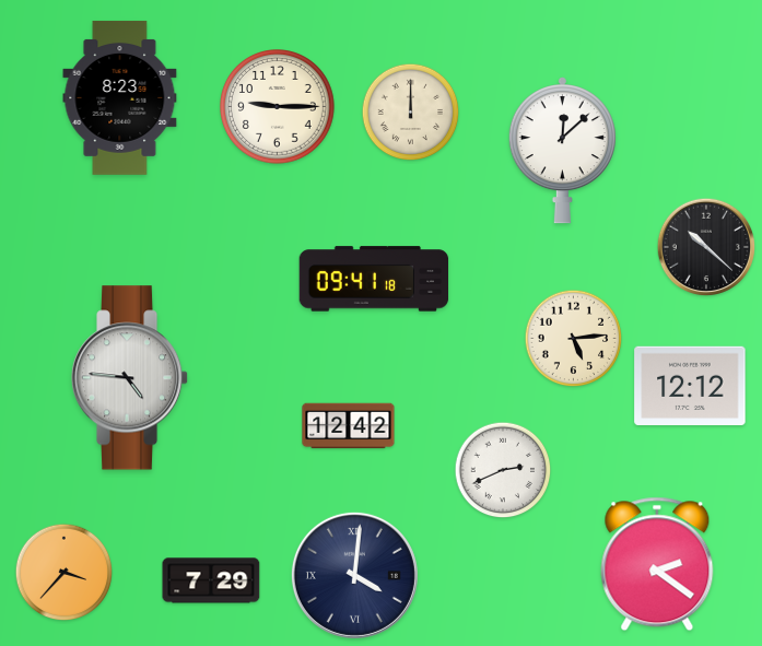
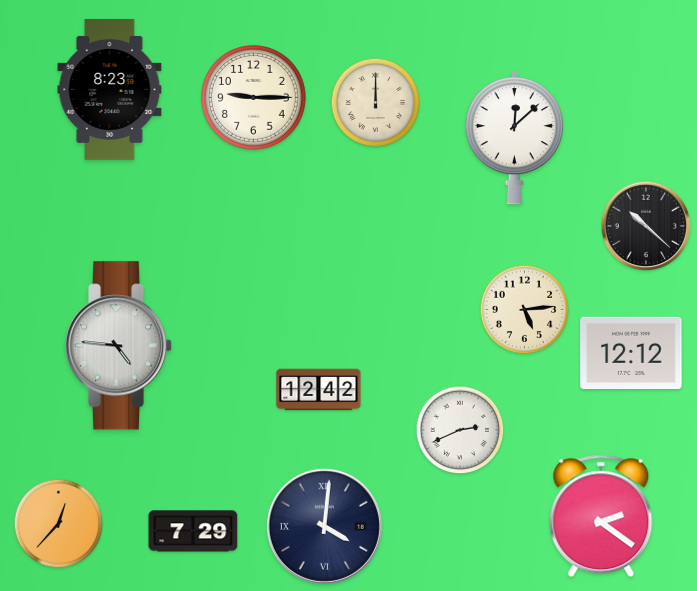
clock at (374, 279): 09:41 -> none
clock at (65, 573): 3:37 -> 12:37
